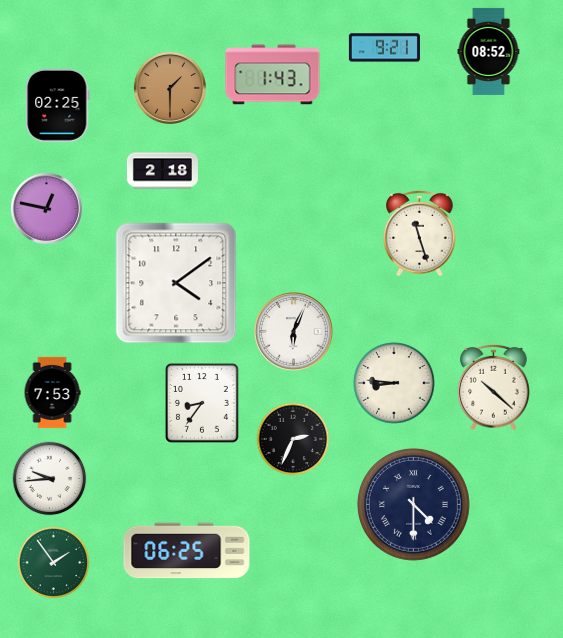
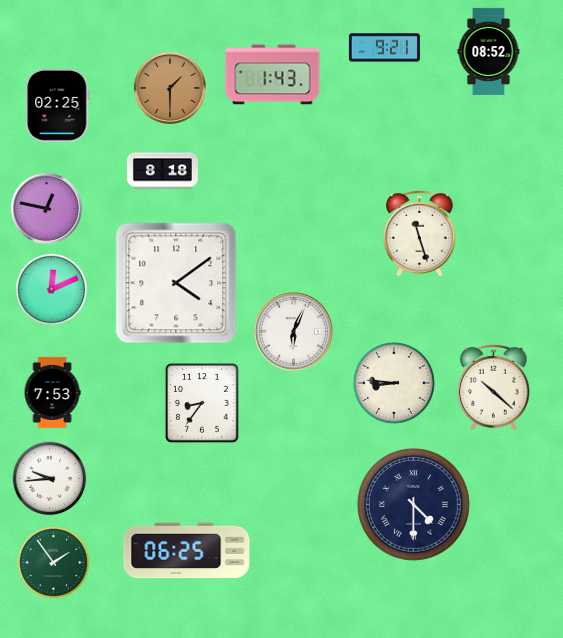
clock at (162, 171): 2:18 -> 8:18
clock at (52, 290): none -> 12:11
clock at (293, 439): 2:34 -> none
